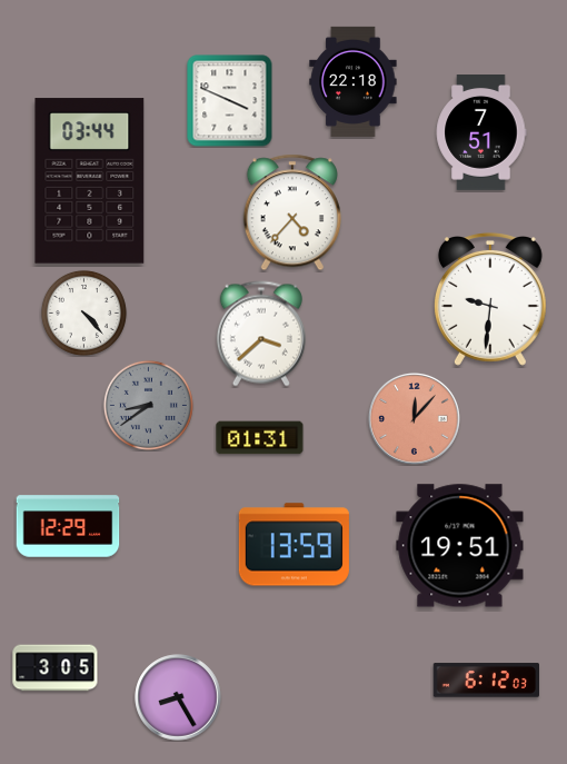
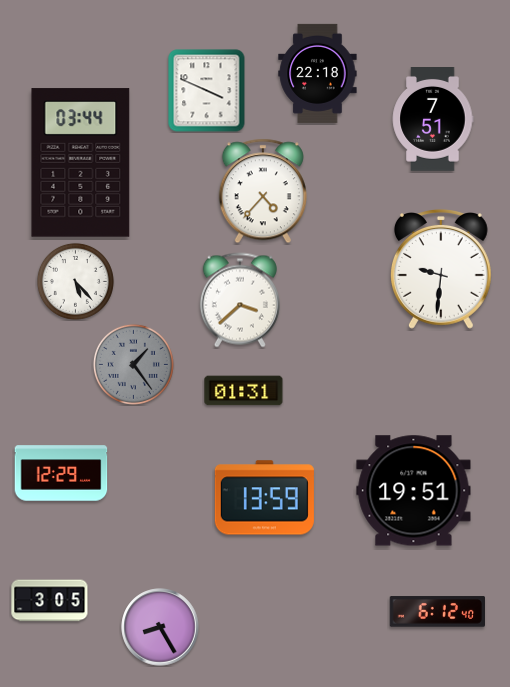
clock at (83, 312): 4:23 -> 5:23
clock at (261, 334) position: (261, 334) -> (240, 300)
clock at (148, 405): 8:39 -> 1:24
clock at (414, 418): 12:07 -> none
clock at (260, 438) position: (260, 438) -> (244, 391)
clock at (294, 545) position: (294, 545) -> (264, 498)
clock at (486, 681): 6:12:03 -> 6:12:40
